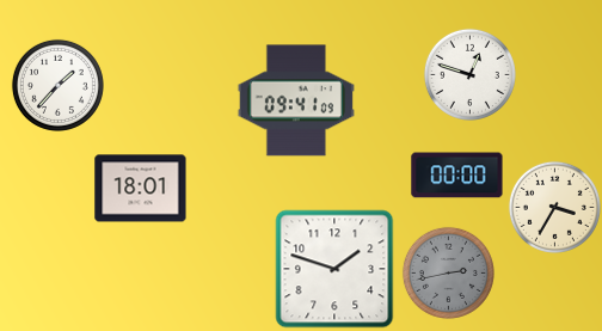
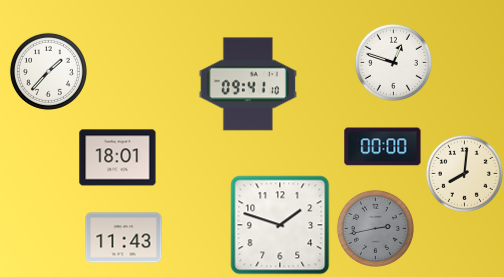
clock at (296, 100): 09:41:09 -> 09:41:10
clock at (554, 207): 3:35 -> 8:01
clock at (124, 238): none -> 11:43
